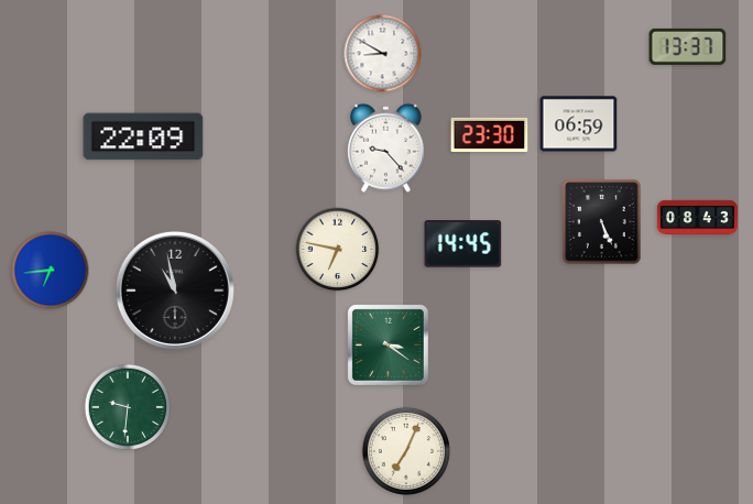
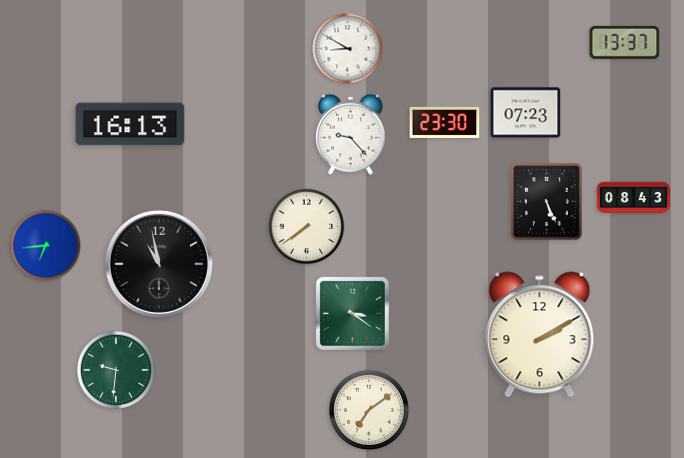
clock at (579, 124): 06:59 -> 07:23
clock at (143, 136): 22:09 -> 16:13
clock at (463, 244): 14:45 -> none
clock at (338, 250): 6:47 -> 7:39
clock at (540, 335): none -> 2:10
clock at (406, 451): 7:04 -> 7:09
